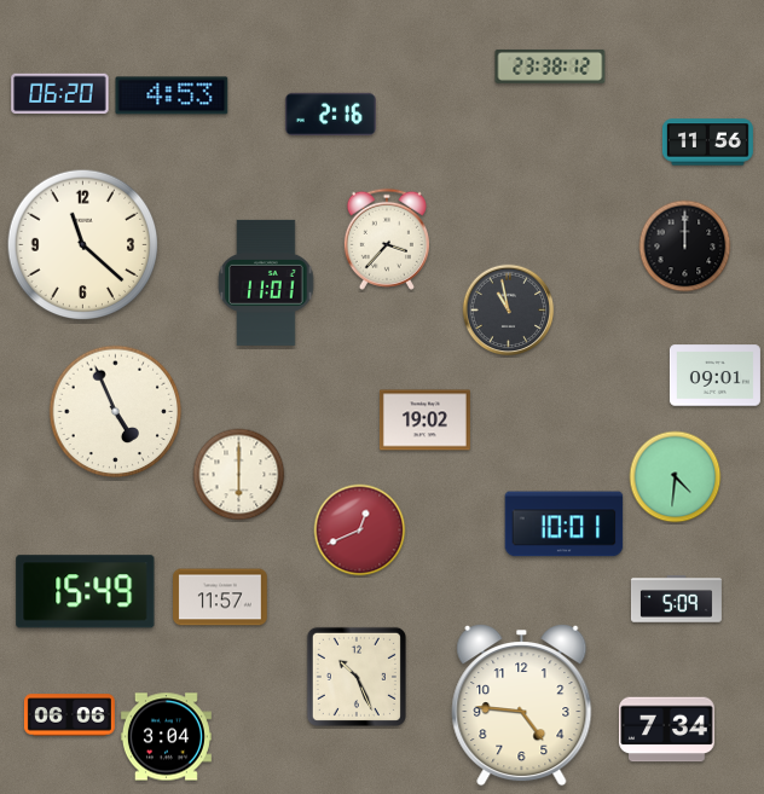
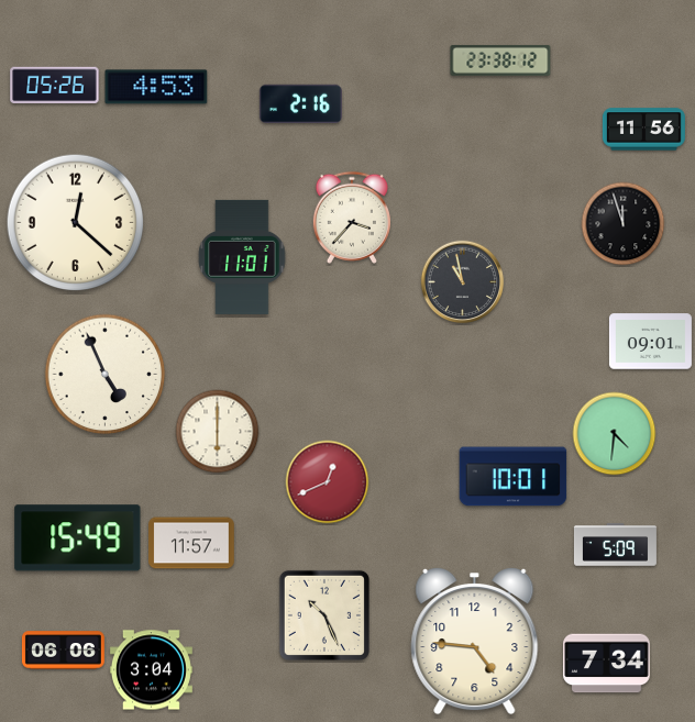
clock at (60, 94): 06:20 -> 05:26
clock at (83, 245): 11:22 -> 12:22
clock at (685, 247): 12:00 -> 11:57
clock at (424, 421): 19:02 -> none
clock at (220, 597) position: (220, 597) -> (191, 543)
